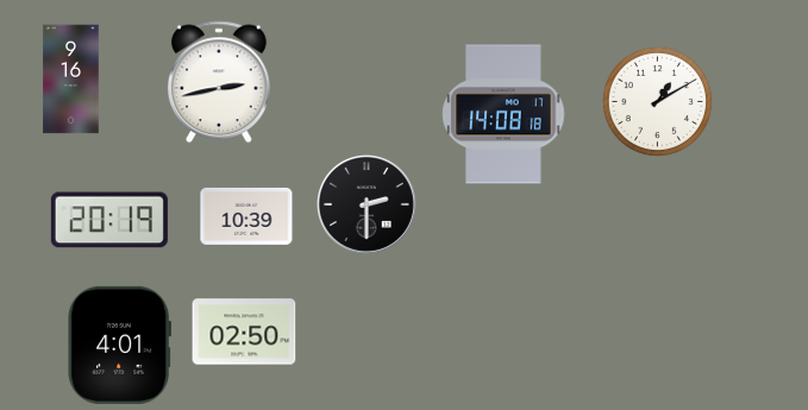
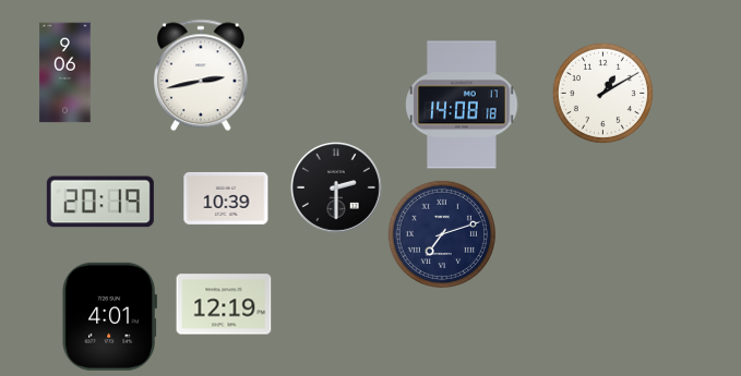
clock at (71, 80): 9:16 -> 9:06
clock at (442, 234): none -> 7:12
clock at (244, 332): 02:50 -> 12:19
